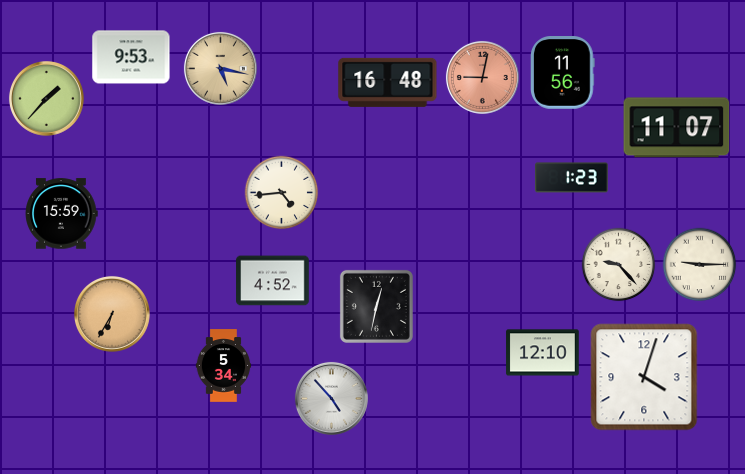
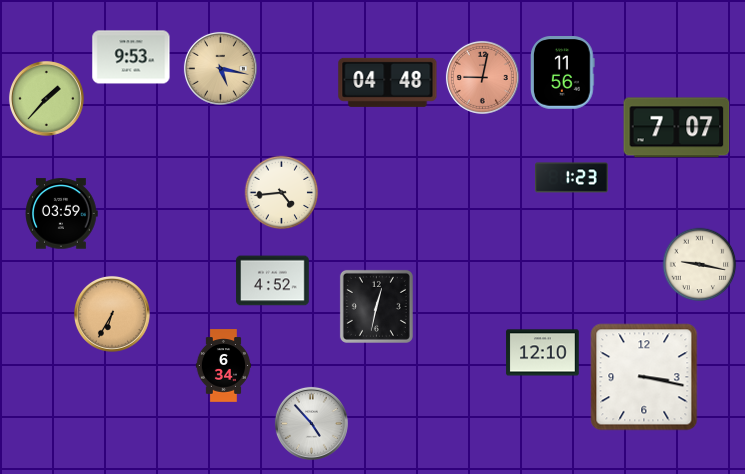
clock at (388, 82): 16:48 -> 04:48
clock at (677, 128): 11:07 -> 7:07
clock at (61, 214): 15:59 -> 03:59
clock at (619, 265): 9:23 -> none
clock at (700, 265): 9:15 -> 9:17
clock at (224, 366): 5:34 -> 6:34
clock at (644, 377): 4:03 -> 3:17
clock at (331, 398) position: (331, 398) -> (311, 423)
